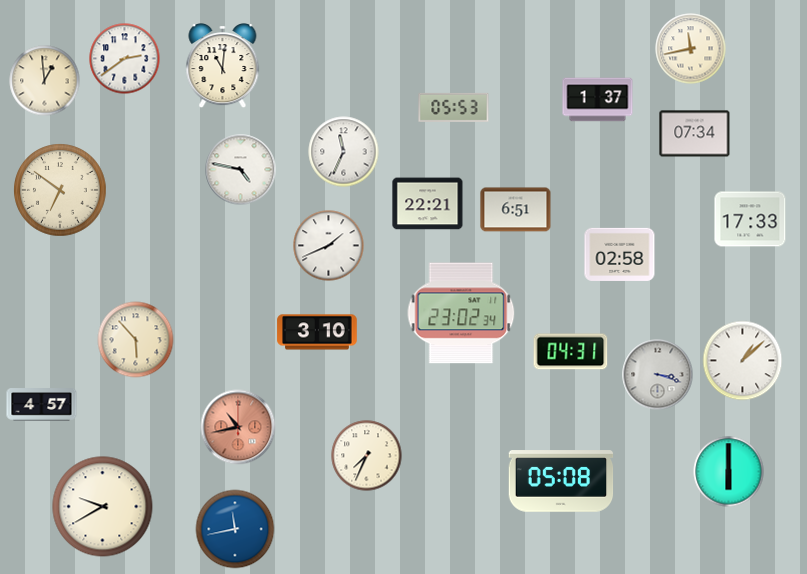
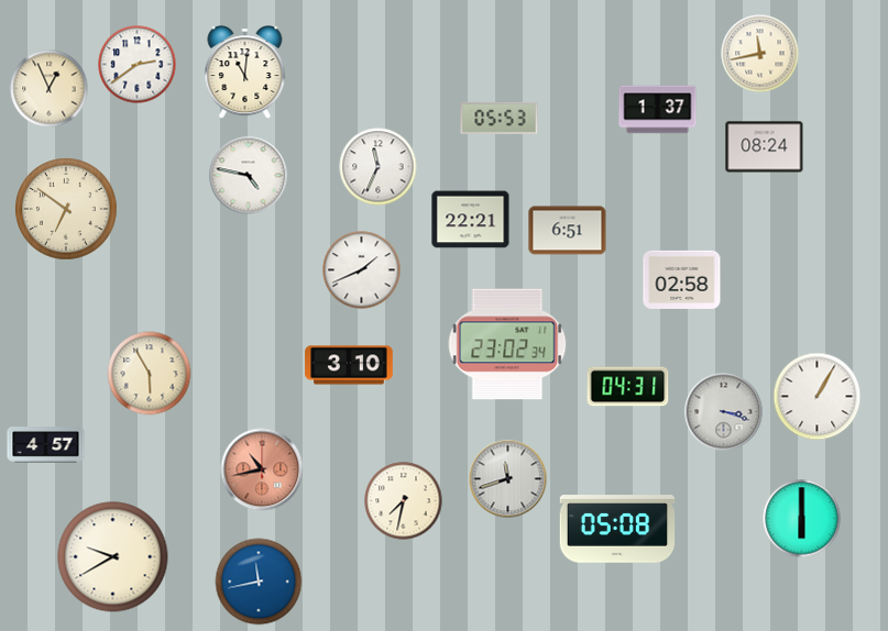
clock at (45, 81): 12:59 -> 12:56
clock at (695, 134): 07:34 -> 08:24
clock at (241, 170) position: (241, 170) -> (249, 176)
clock at (428, 204) position: (428, 204) -> (471, 220)
clock at (750, 219): 17:33 -> none
clock at (136, 340): 5:53 -> 5:55
clock at (743, 361): 1:08 -> 1:05
clock at (508, 479): none -> 11:42
clock at (367, 456): 7:34 -> 7:32
